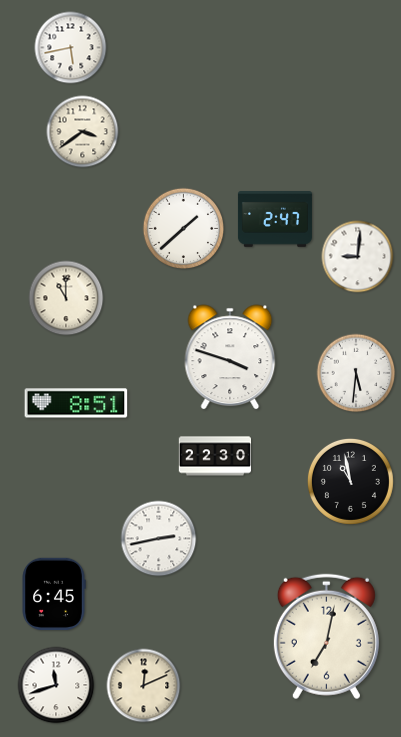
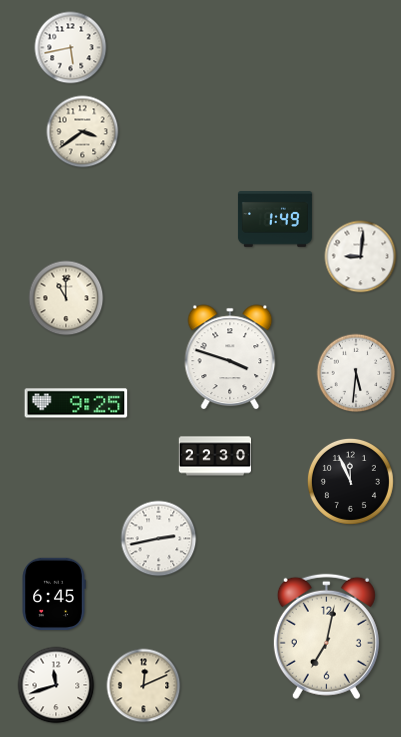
clock at (275, 220): 2:47 -> 1:49
clock at (184, 229): 1:38 -> none
clock at (358, 257) position: (358, 257) -> (361, 257)
clock at (76, 403): 8:51 -> 9:25
clock at (350, 481): 10:58 -> 11:56
